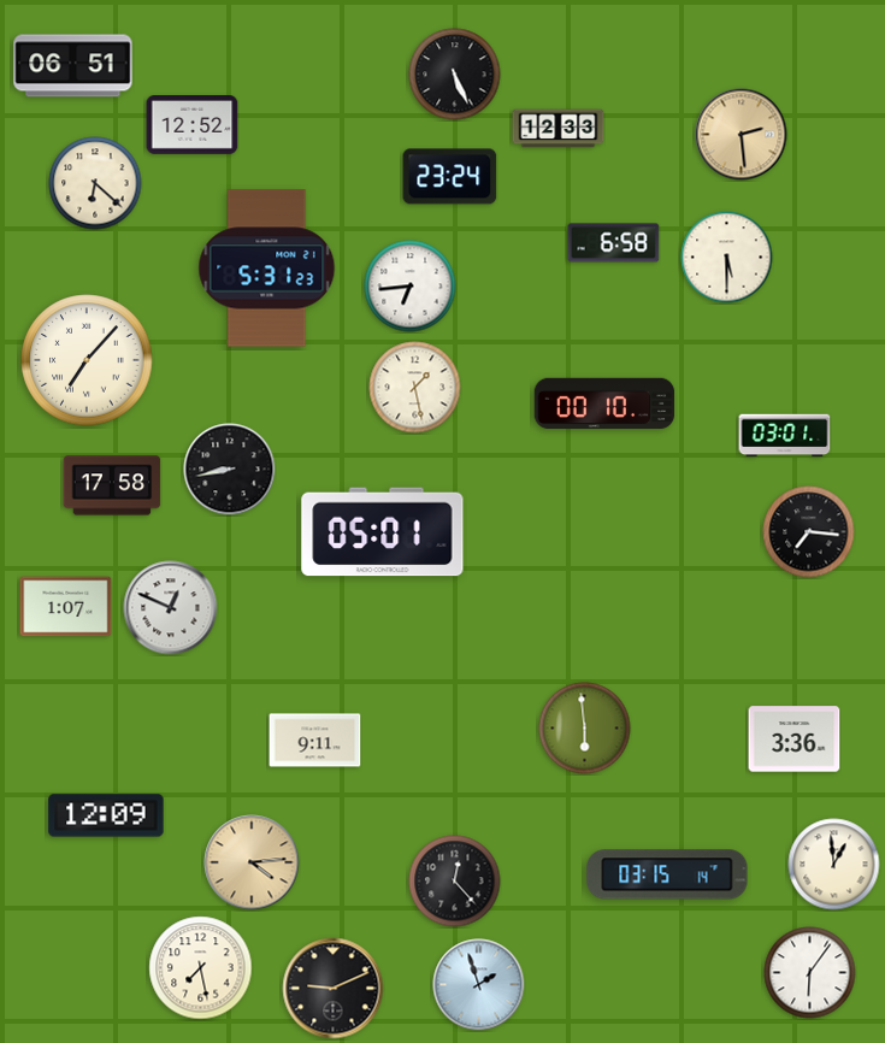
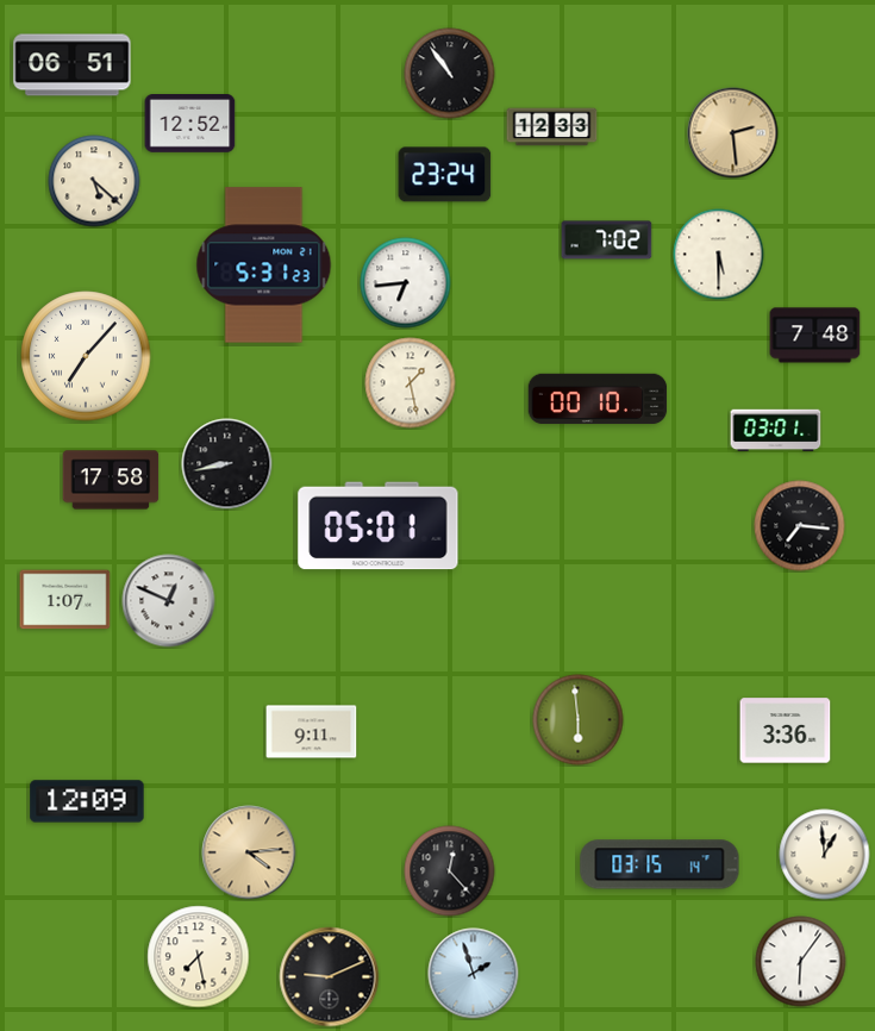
clock at (455, 75): 5:26 -> 10:54
clock at (95, 183): 6:22 -> 5:22
clock at (614, 243): 6:58 -> 7:02
clock at (815, 336): none -> 7:48
clock at (106, 815) position: (106, 815) -> (87, 801)
